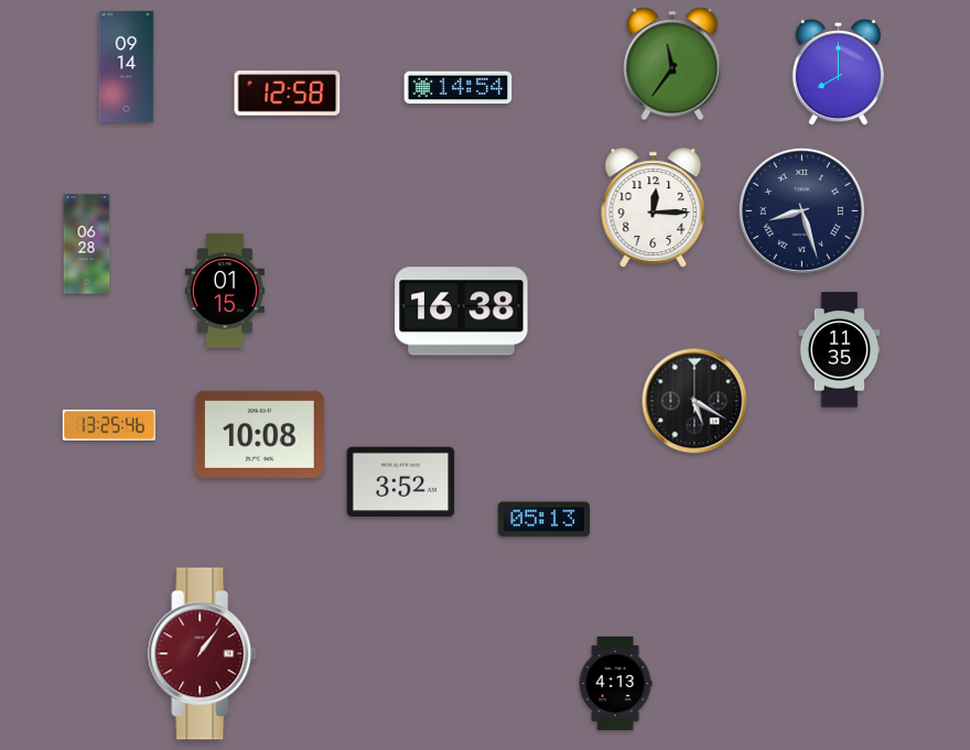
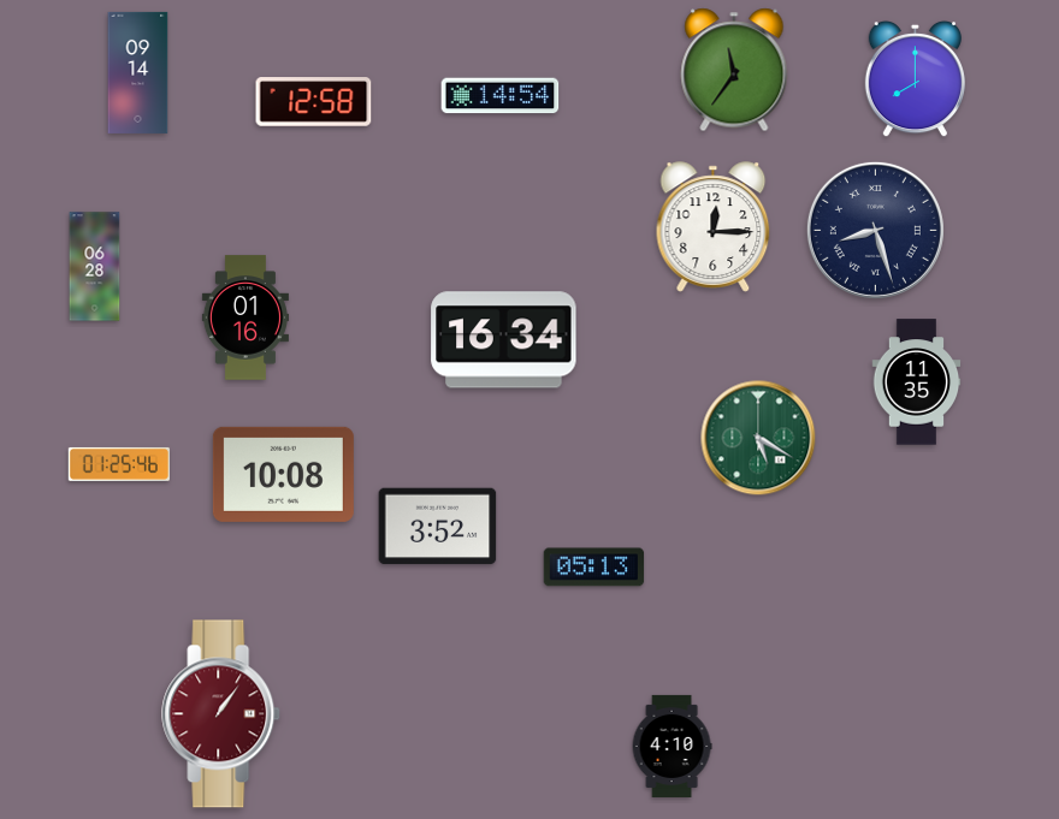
clock at (225, 291): 01:15 -> 01:16
clock at (462, 312): 16:38 -> 16:34
clock at (694, 401) dial: black -> green
clock at (109, 425): 13:25 -> 01:25
clock at (615, 683): 4:13 -> 4:10
